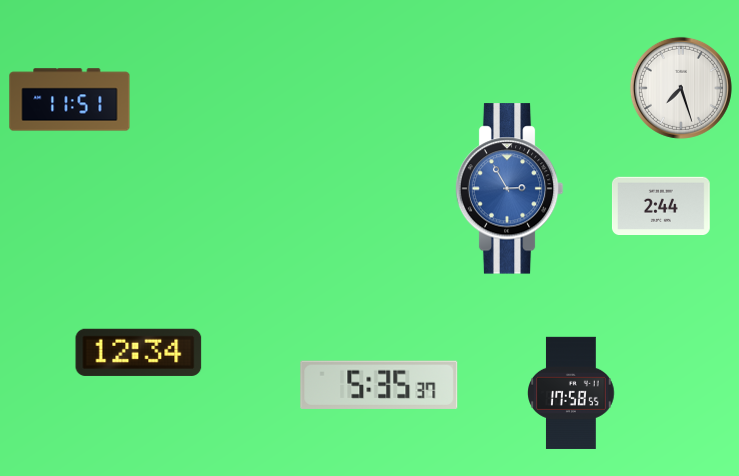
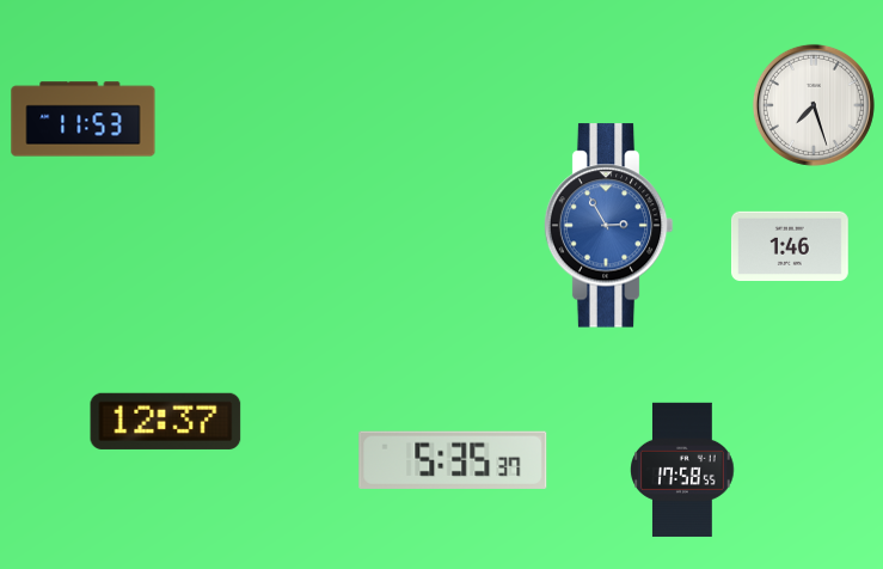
clock at (70, 100): 11:51 -> 11:53
clock at (661, 205): 2:44 -> 1:46
clock at (139, 352): 12:34 -> 12:37
